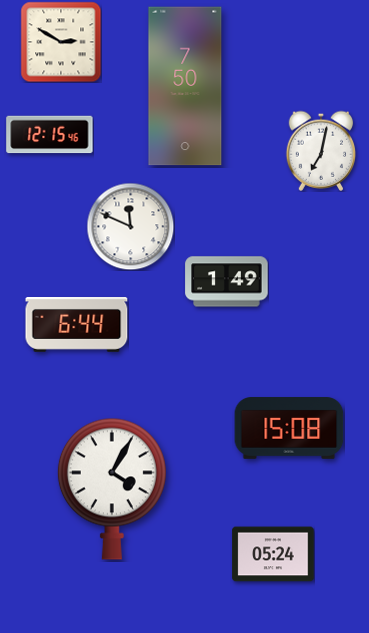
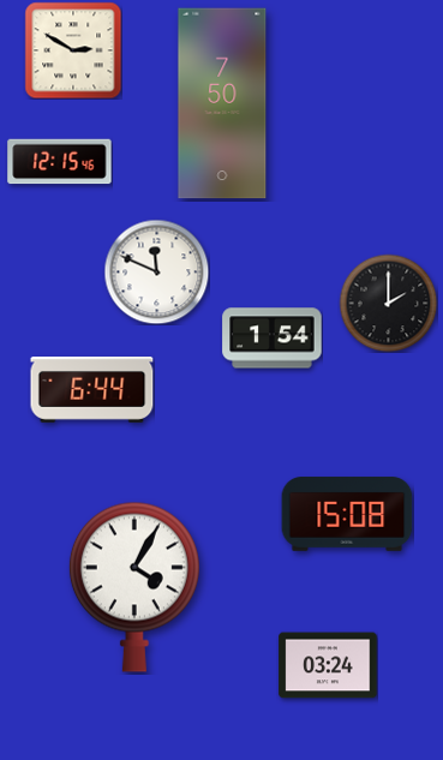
clock at (321, 151): 7:02 -> none
clock at (388, 303): none -> 2:00
clock at (227, 282): 1:49 -> 1:54
clock at (273, 554): 05:24 -> 03:24
